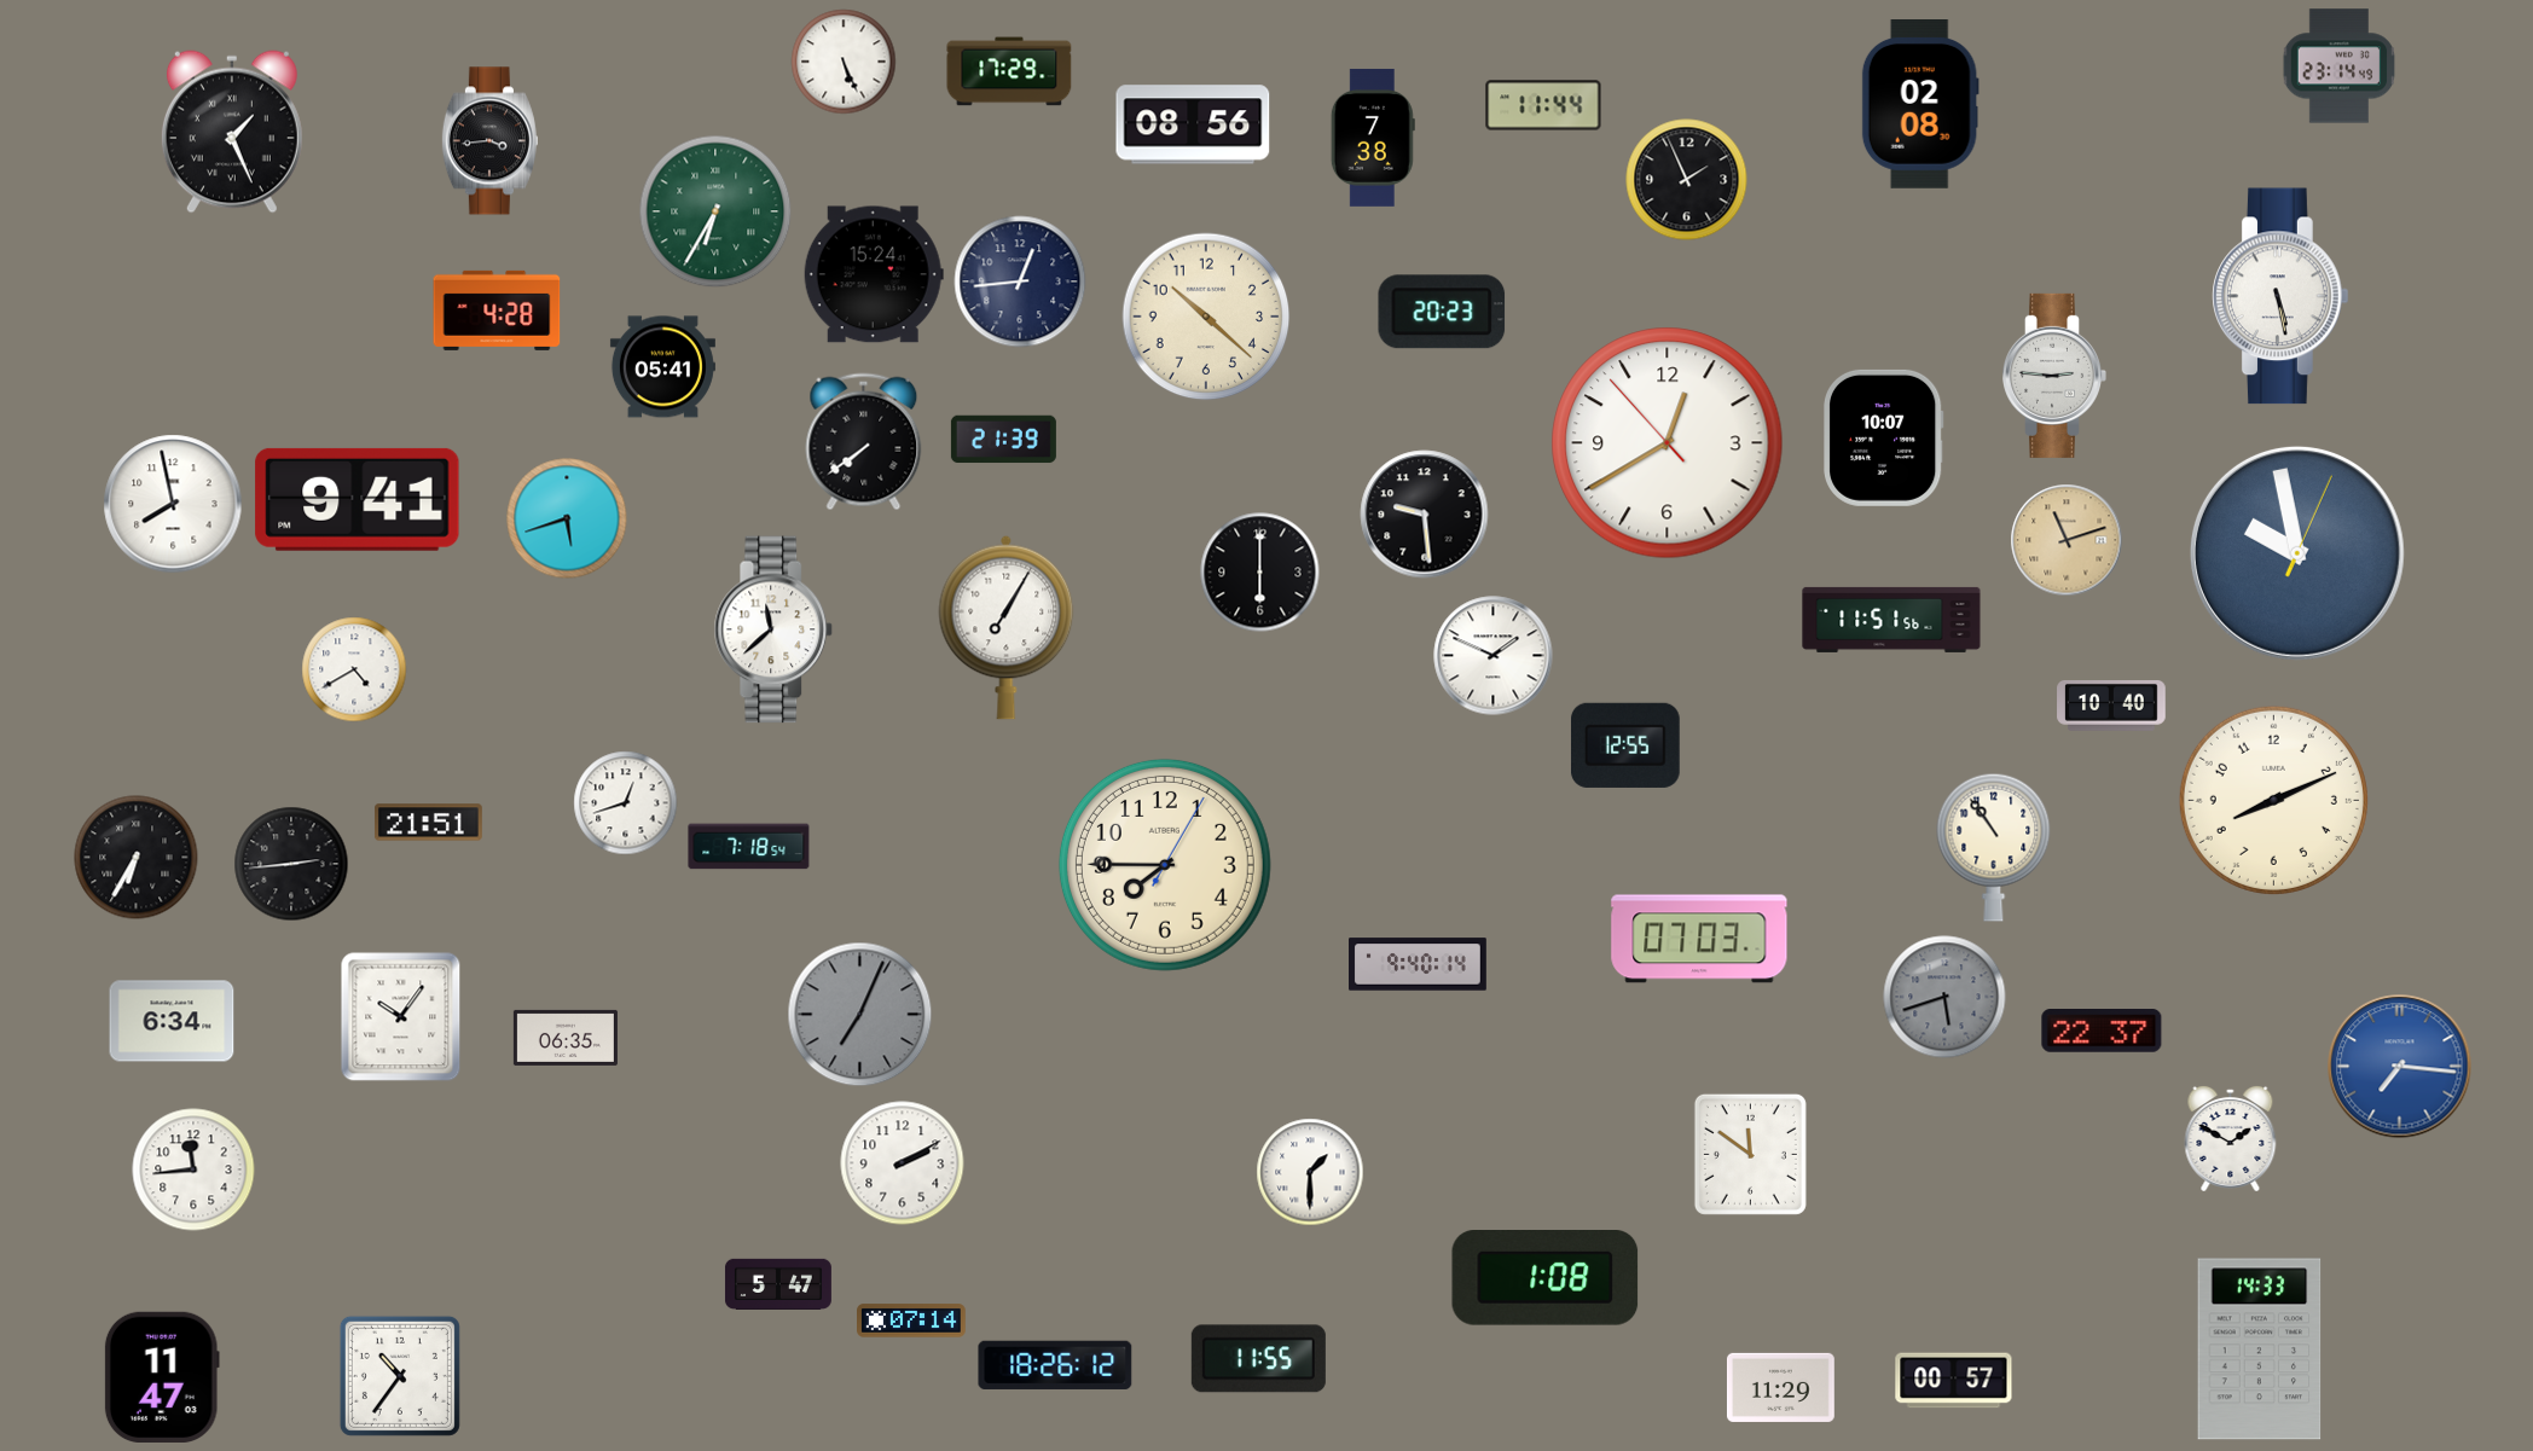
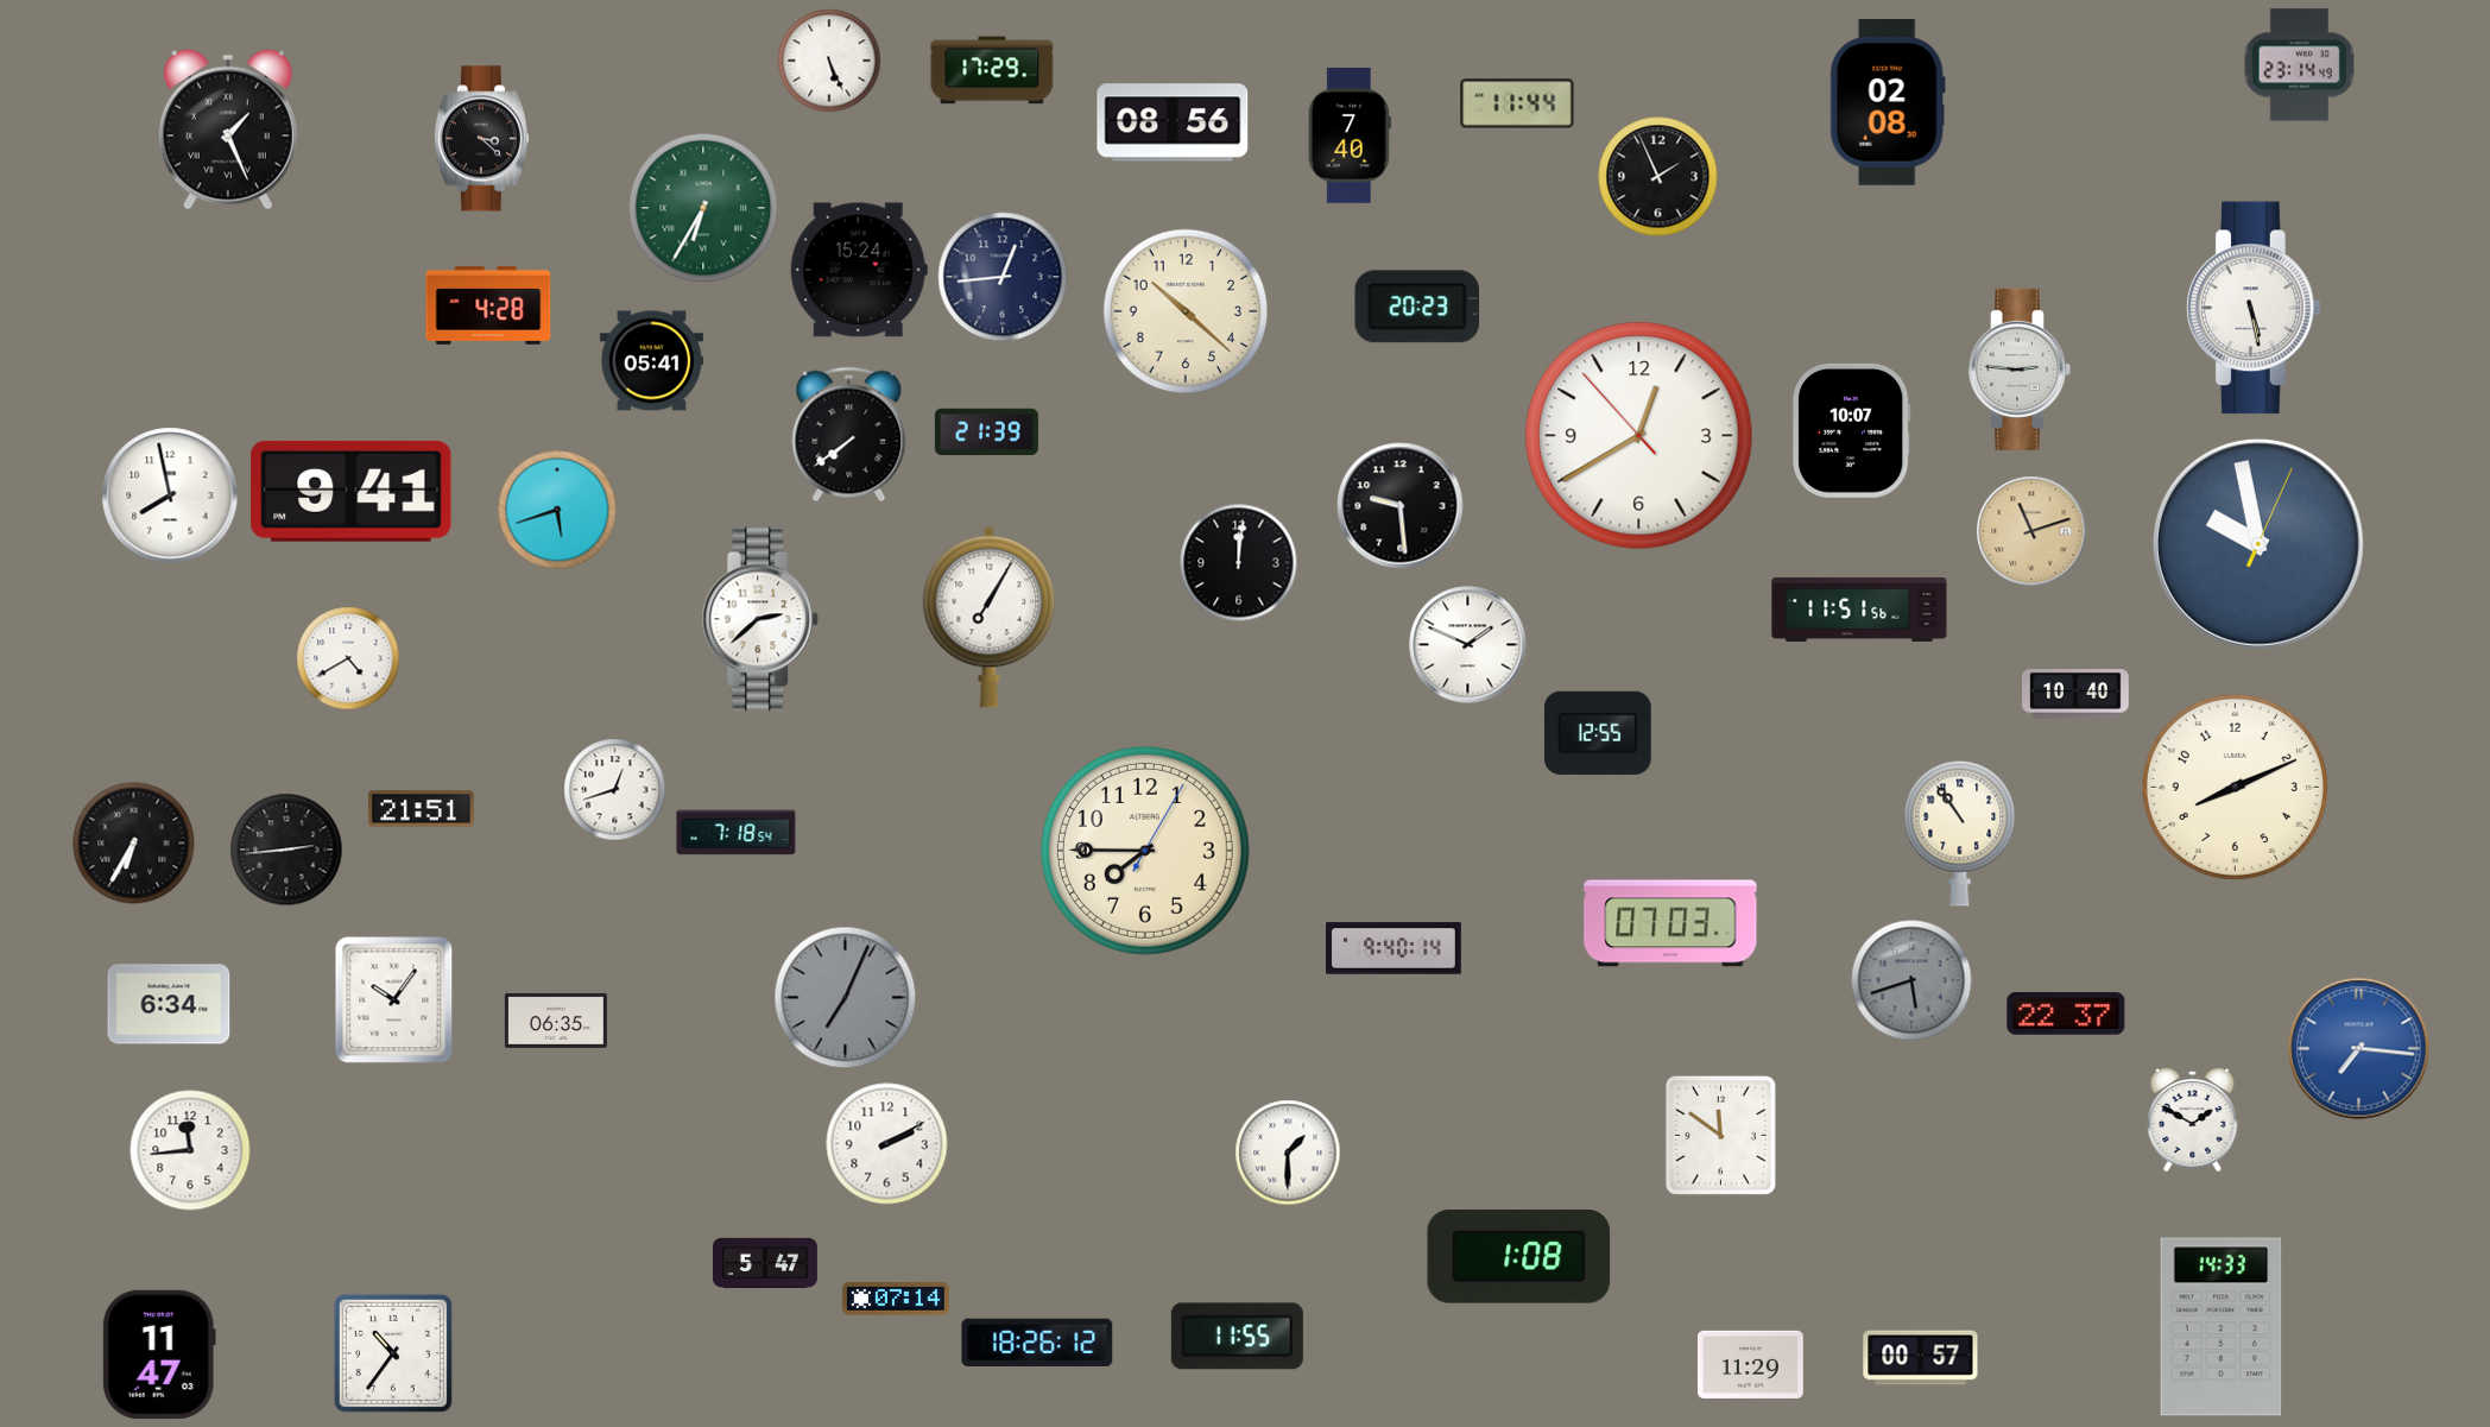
clock at (1373, 138): 7:38 -> 7:40
clock at (489, 141): 3:44 -> 3:22
clock at (2282, 296) position: (2282, 296) -> (2255, 308)
clock at (1260, 573): 6:00 -> 12:01
clock at (773, 629): 11:38 -> 2:38
